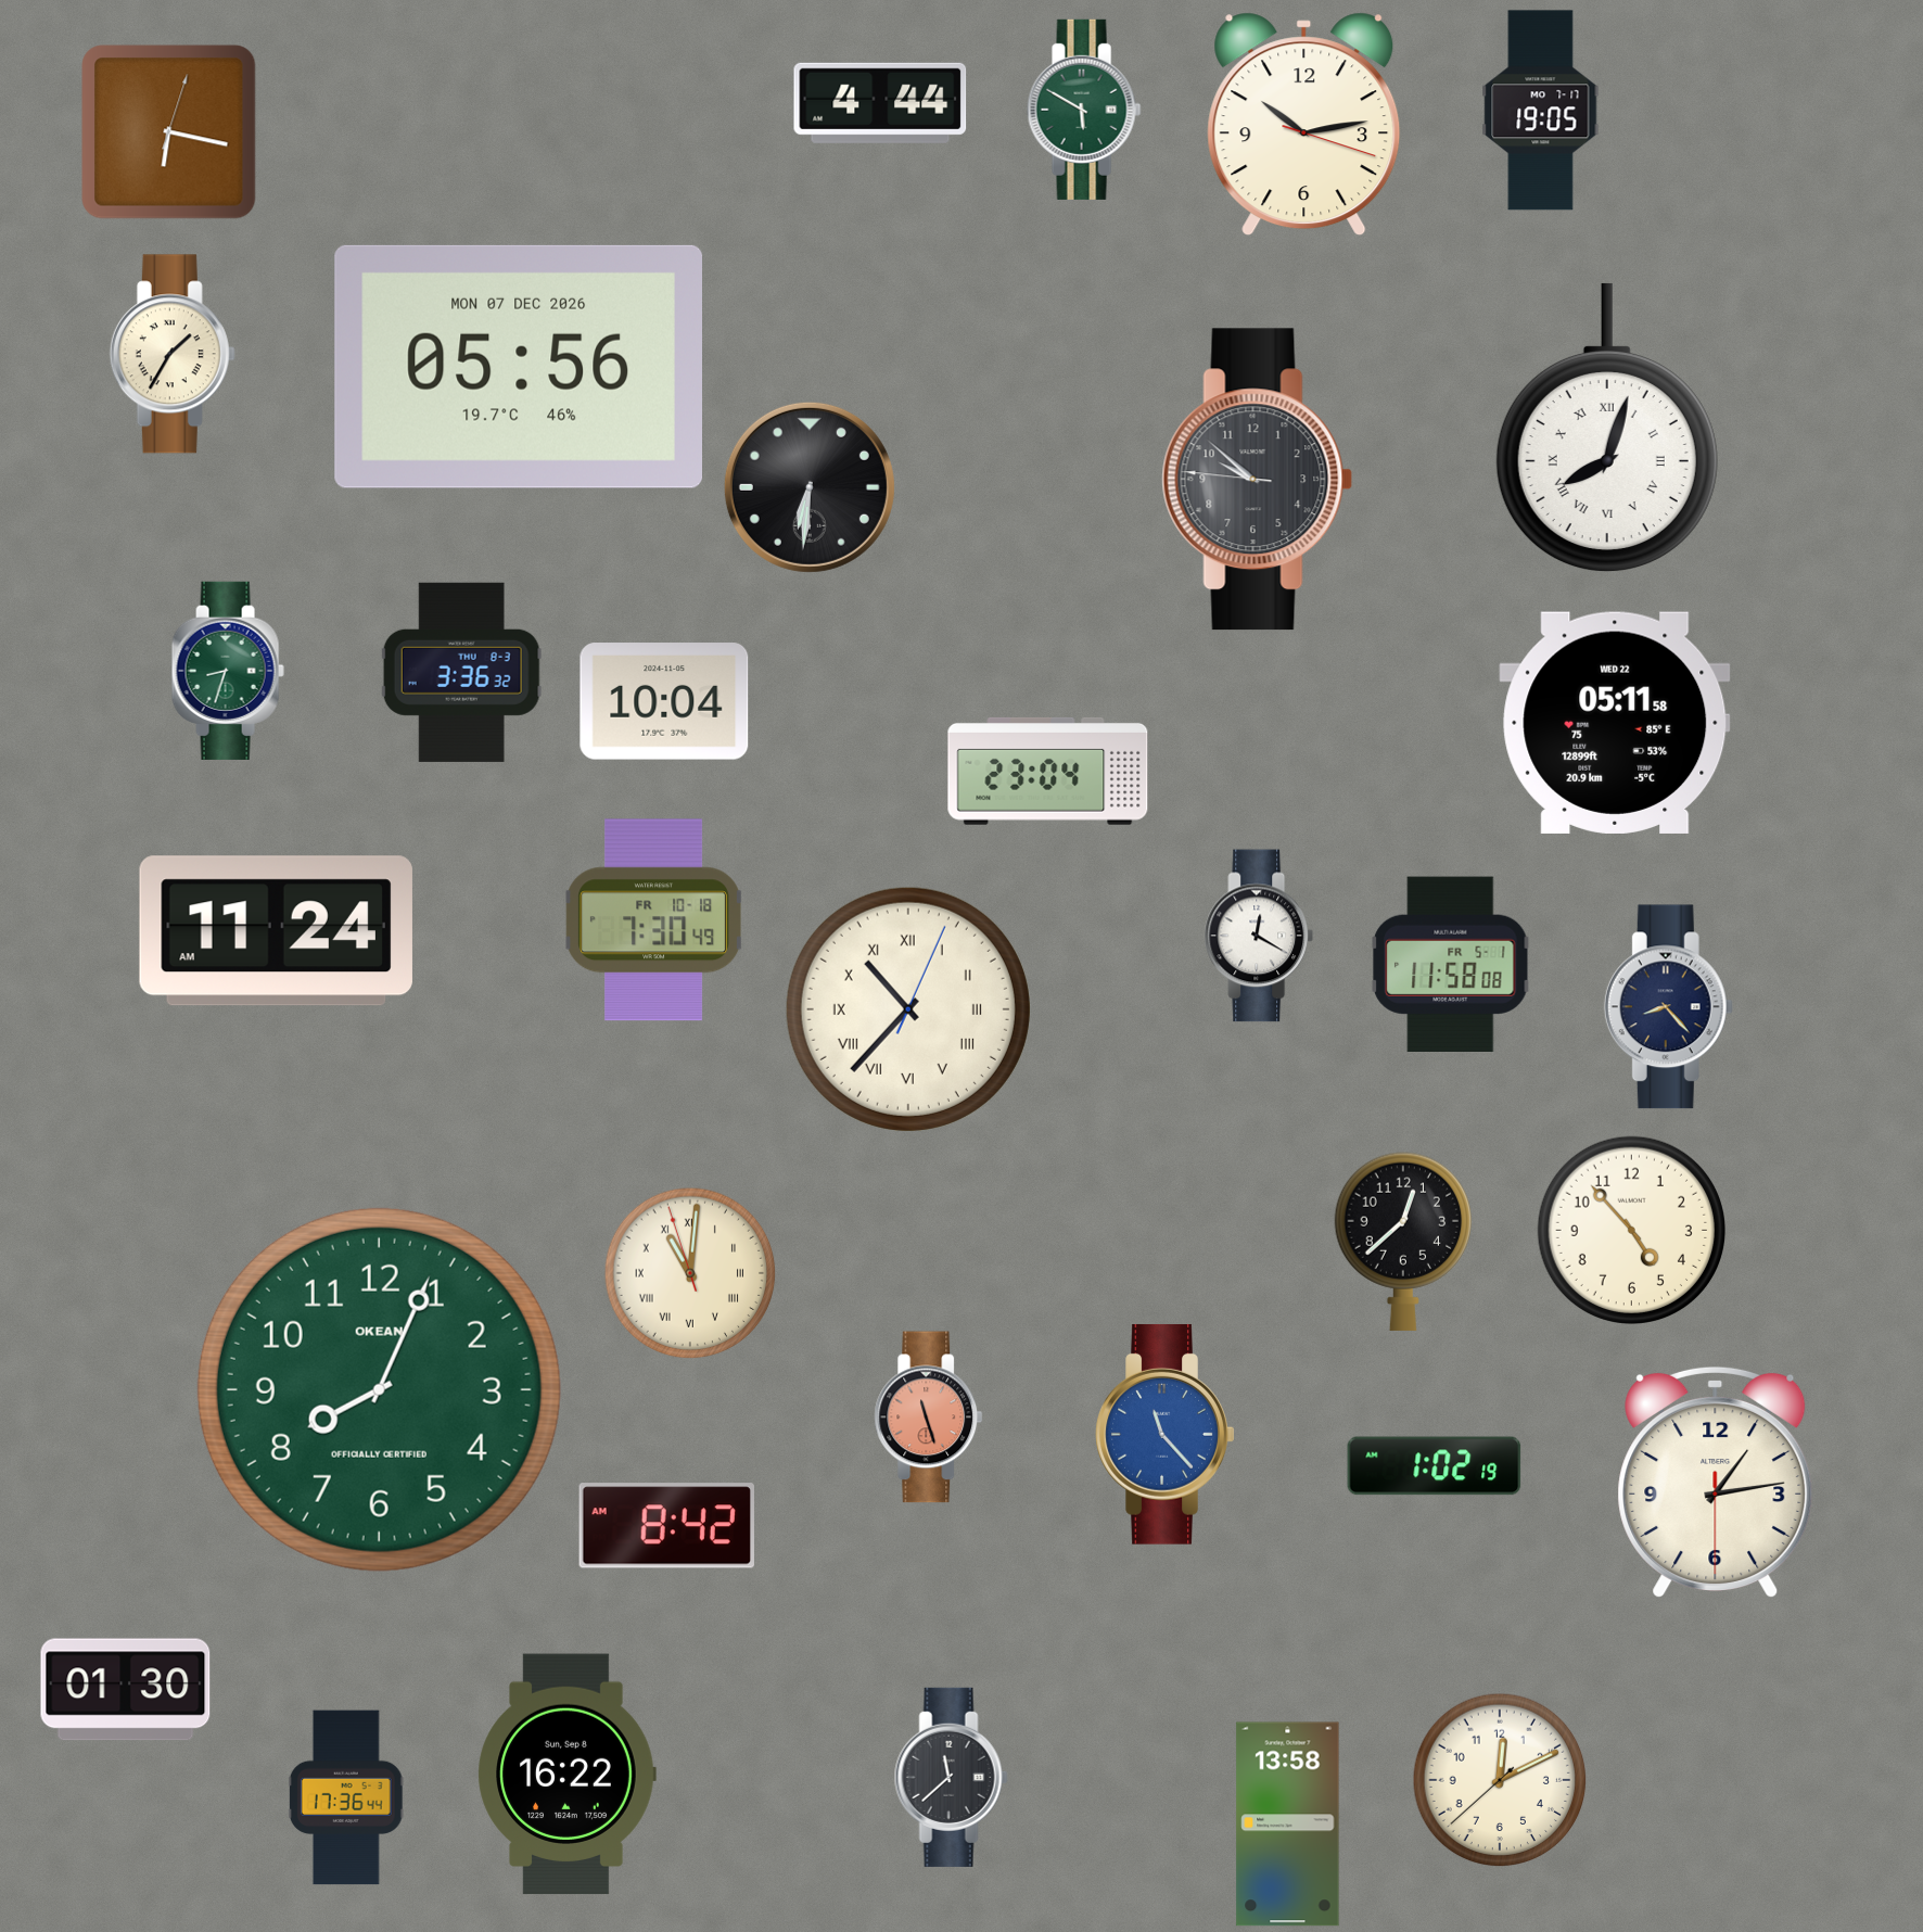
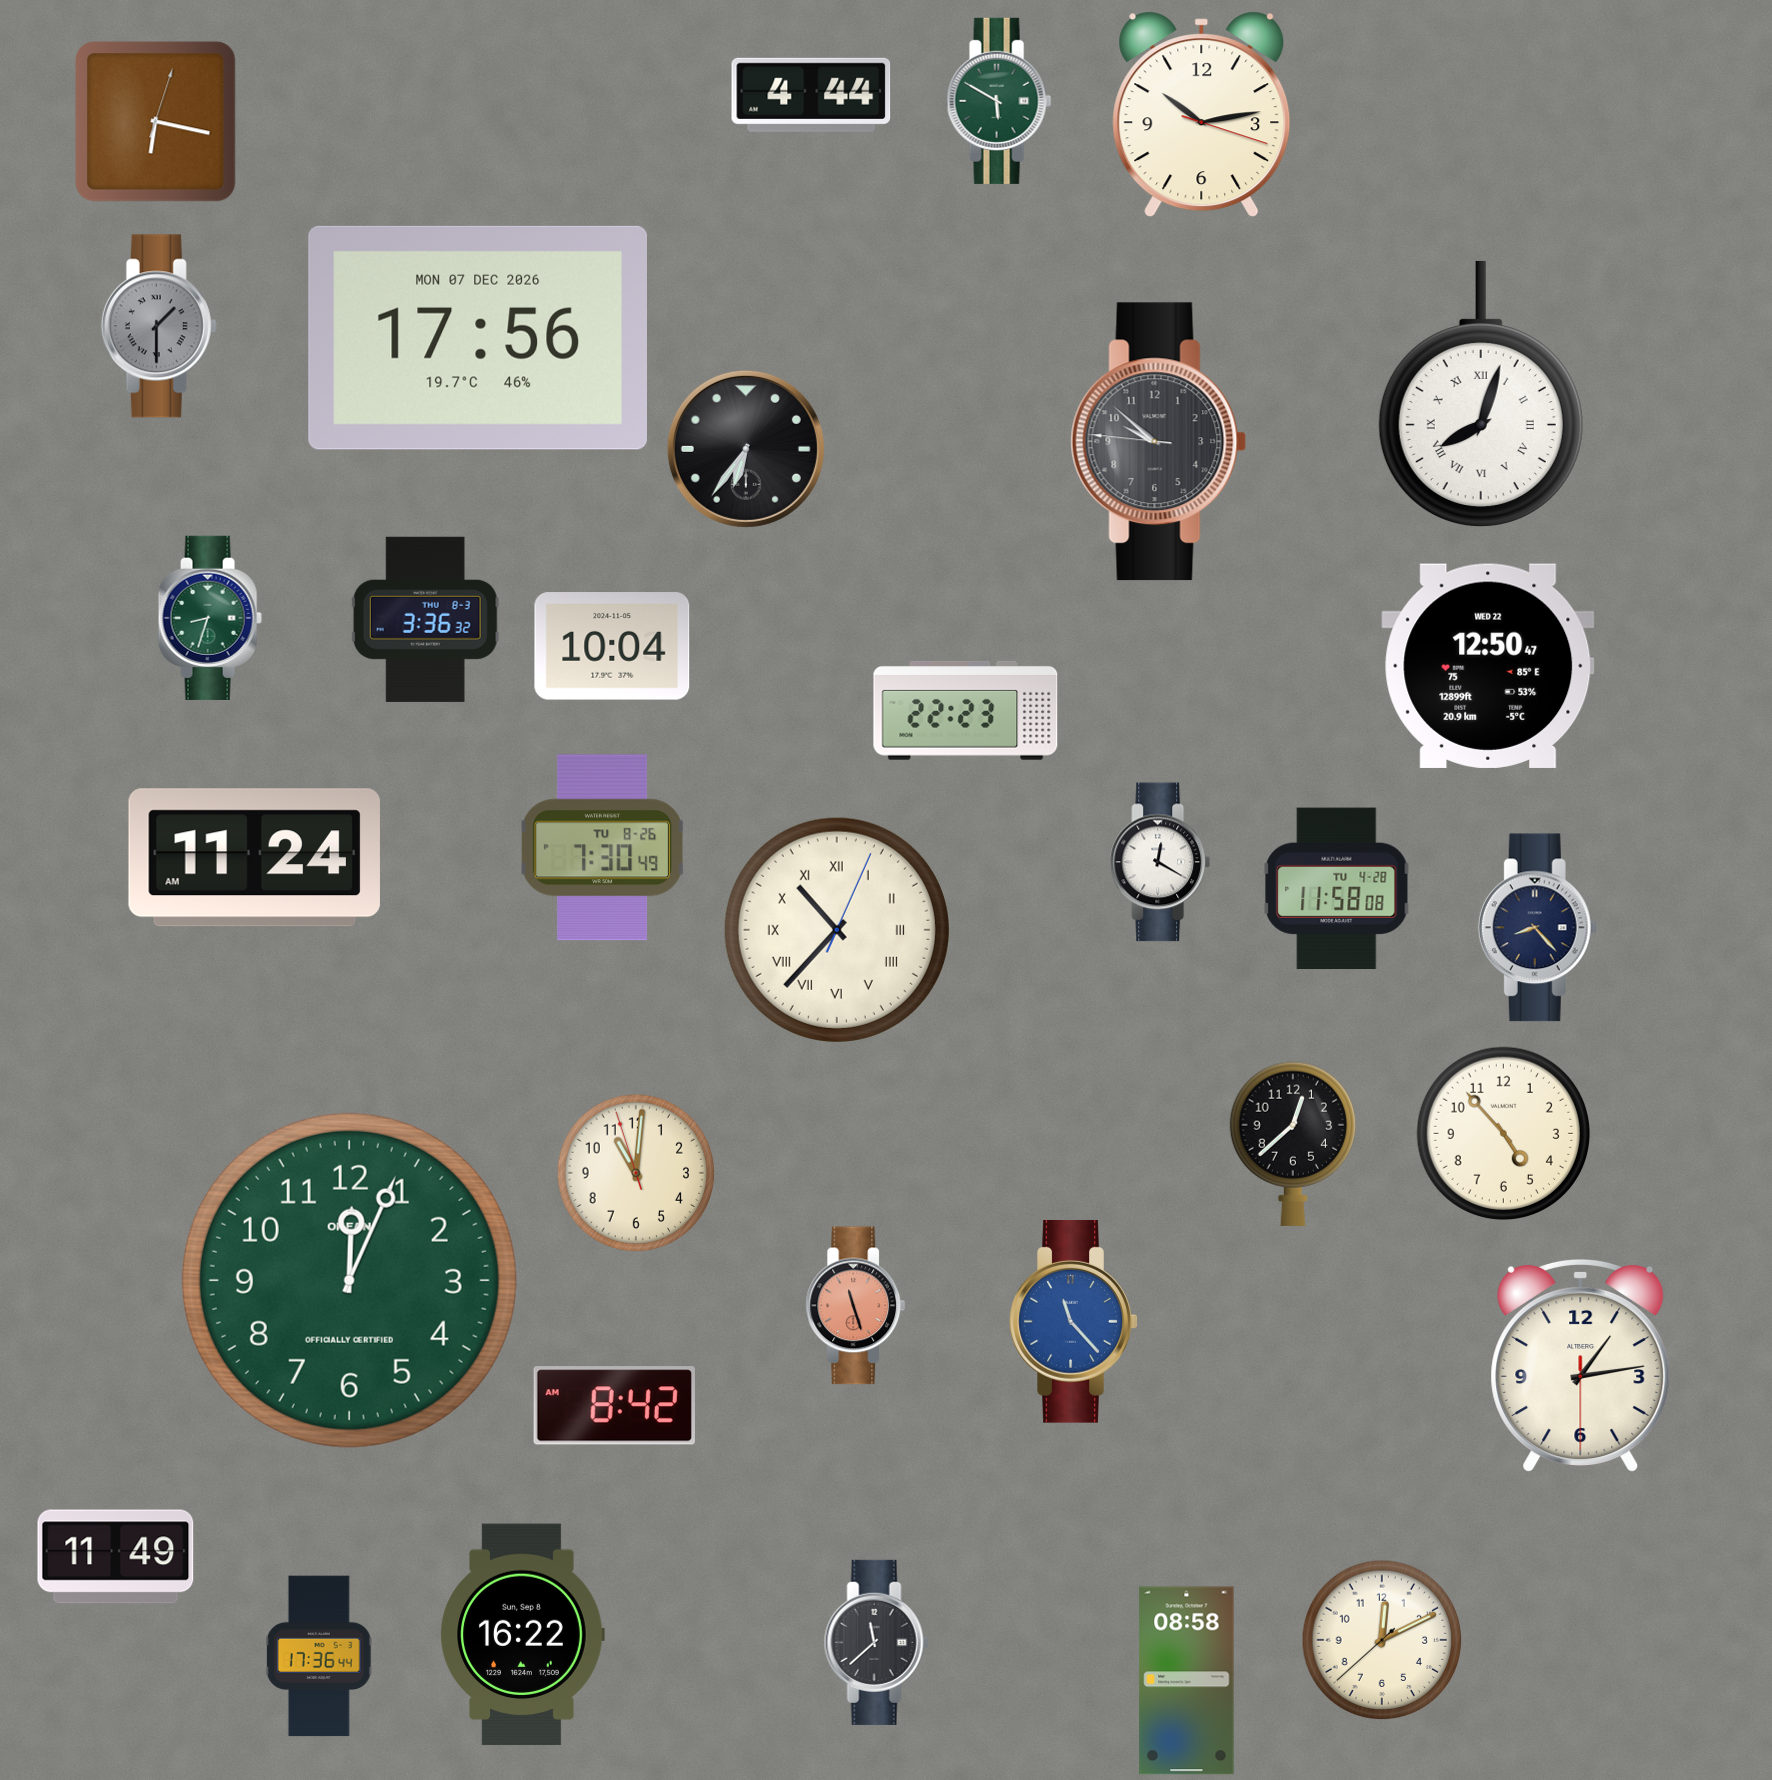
clock at (1541, 111): 19:05 -> none
clock at (173, 354): 1:35 -> 1:30
clock at (173, 354) dial: cream -> grey
clock at (518, 367): 05:56 -> 17:56
clock at (810, 487): 6:31 -> 6:36
clock at (1615, 723): 05:11 -> 12:50
clock at (1048, 771): 23:04 -> 22:23
clock at (653, 920) date: FR 10-18 -> TU 8-26
clock at (1451, 964) date: FR 5-1 -> TU 4-28
clock at (690, 1273) numerals: Roman -> Arabic
clock at (379, 1389): 8:04 -> 12:04
clock at (1435, 1466): 1:02 -> none
clock at (126, 1690): 01:30 -> 11:49
clock at (951, 1777) position: (951, 1777) -> (876, 1642)
clock at (1288, 1825): 13:58 -> 08:58
